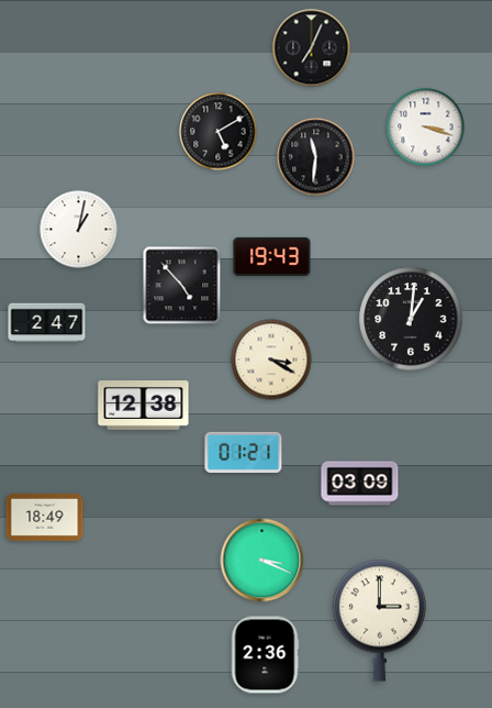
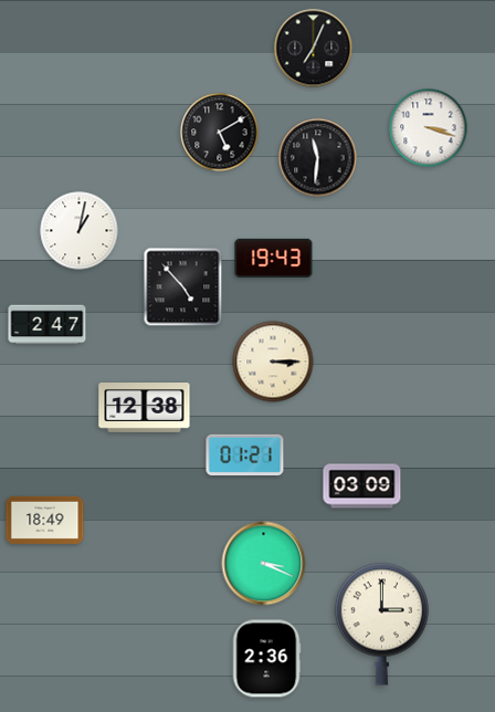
clock at (411, 319): 1:01 -> none
clock at (271, 359): 3:20 -> 3:15
